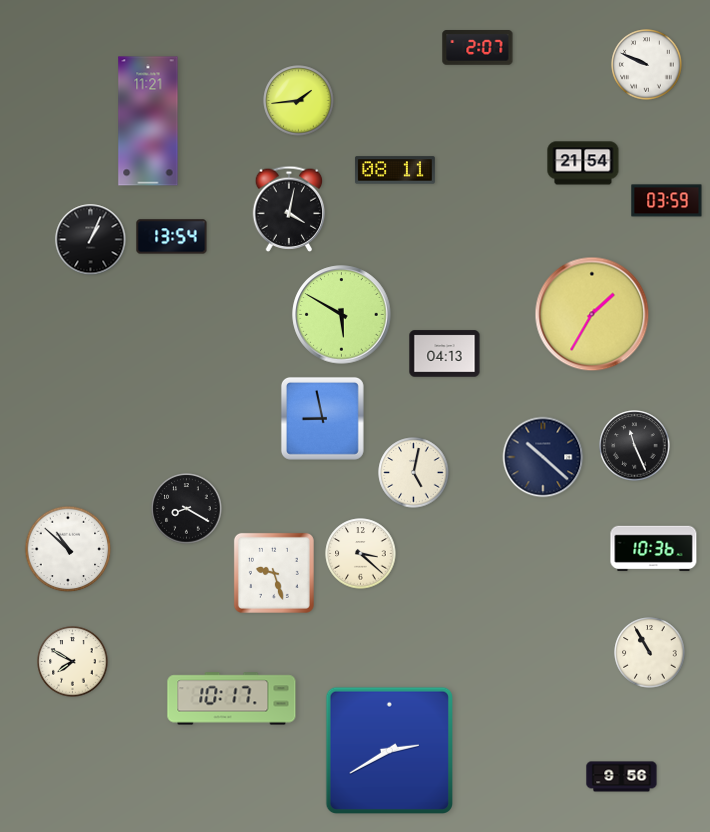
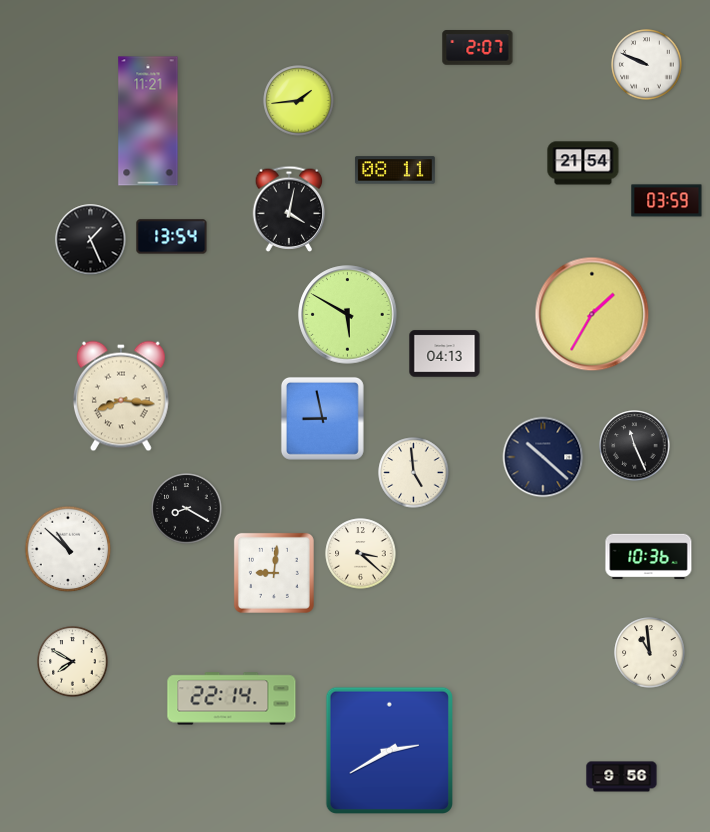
clock at (91, 240): 1:04 -> 1:26
clock at (342, 315) position: (342, 315) -> (348, 315)
clock at (121, 396): none -> 8:16
clock at (414, 473): 5:02 -> 4:59
clock at (654, 549) position: (654, 549) -> (649, 557)
clock at (274, 573): 9:27 -> 9:01
clock at (650, 653): 10:55 -> 10:59
clock at (232, 699): 10:17 -> 22:14
